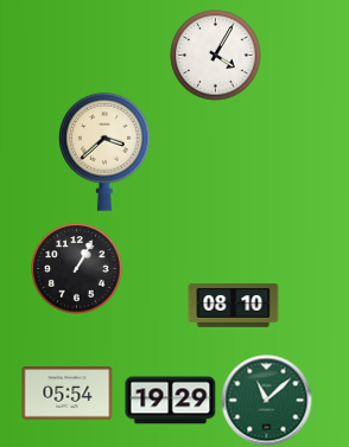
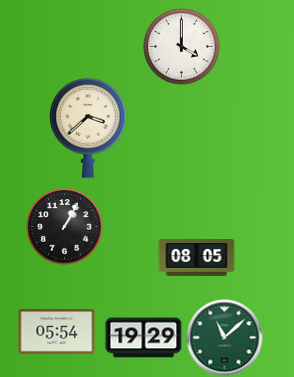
clock at (216, 56): 4:05 -> 4:00
clock at (234, 306): 08:10 -> 08:05
